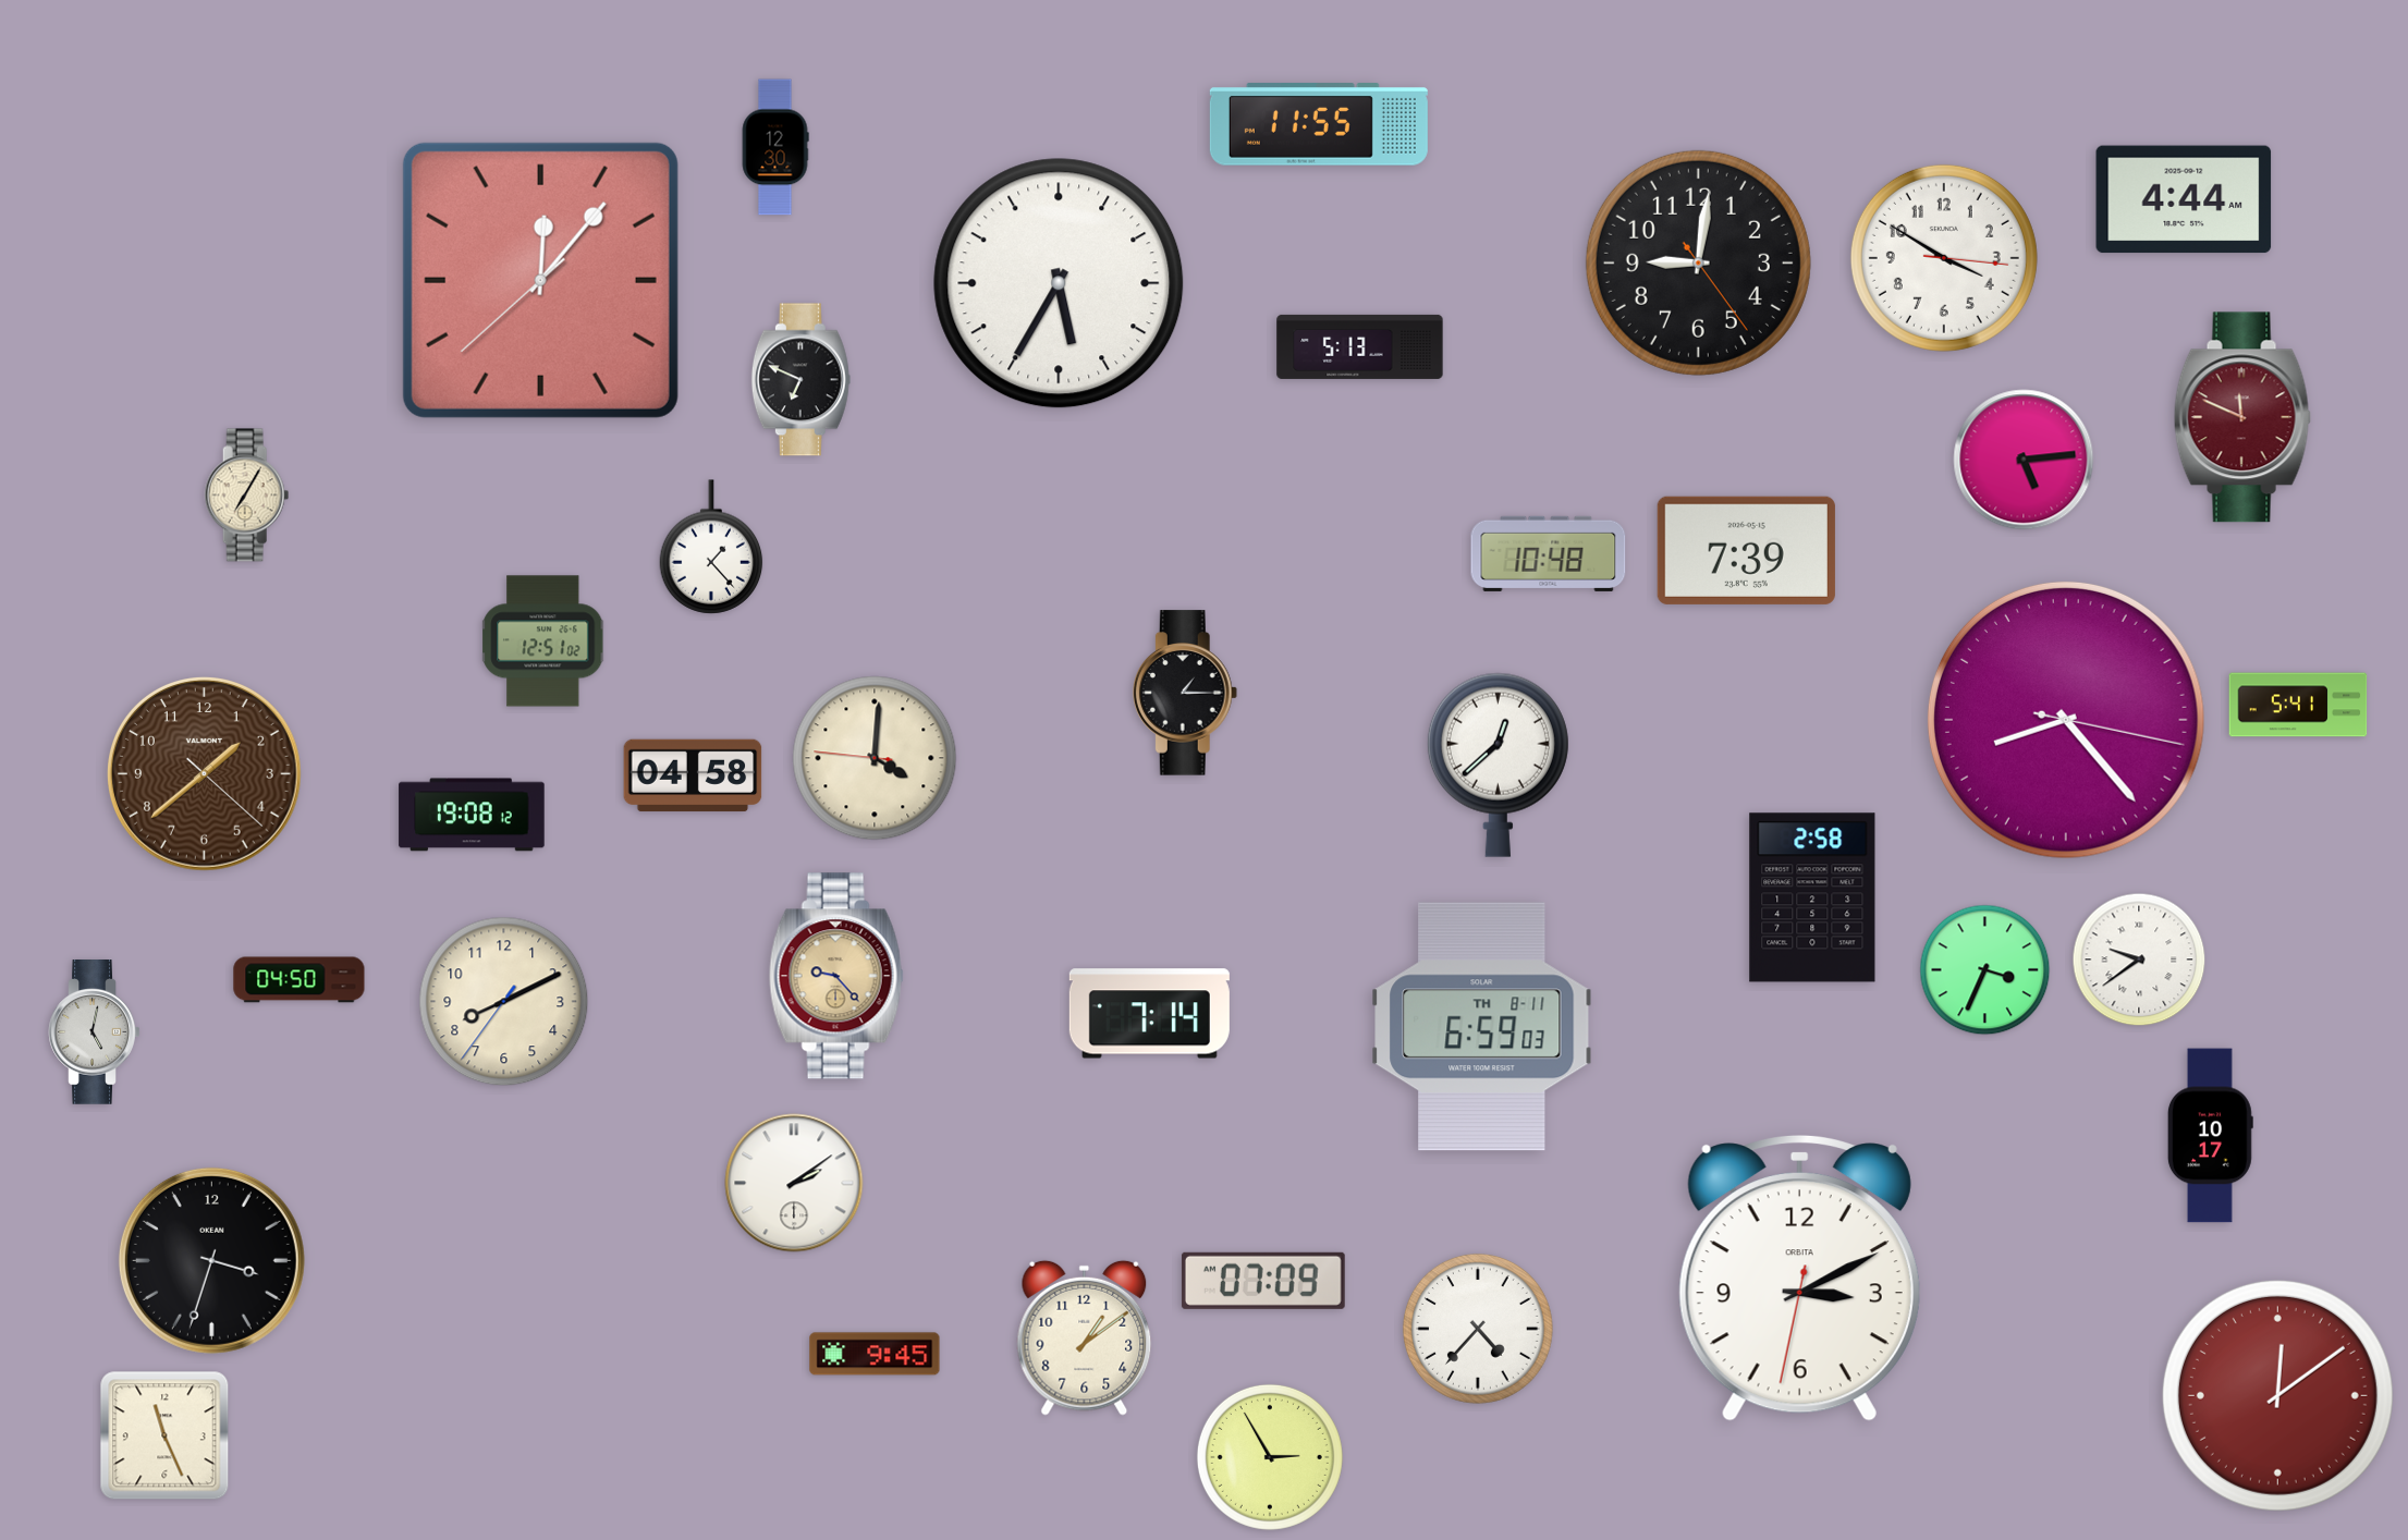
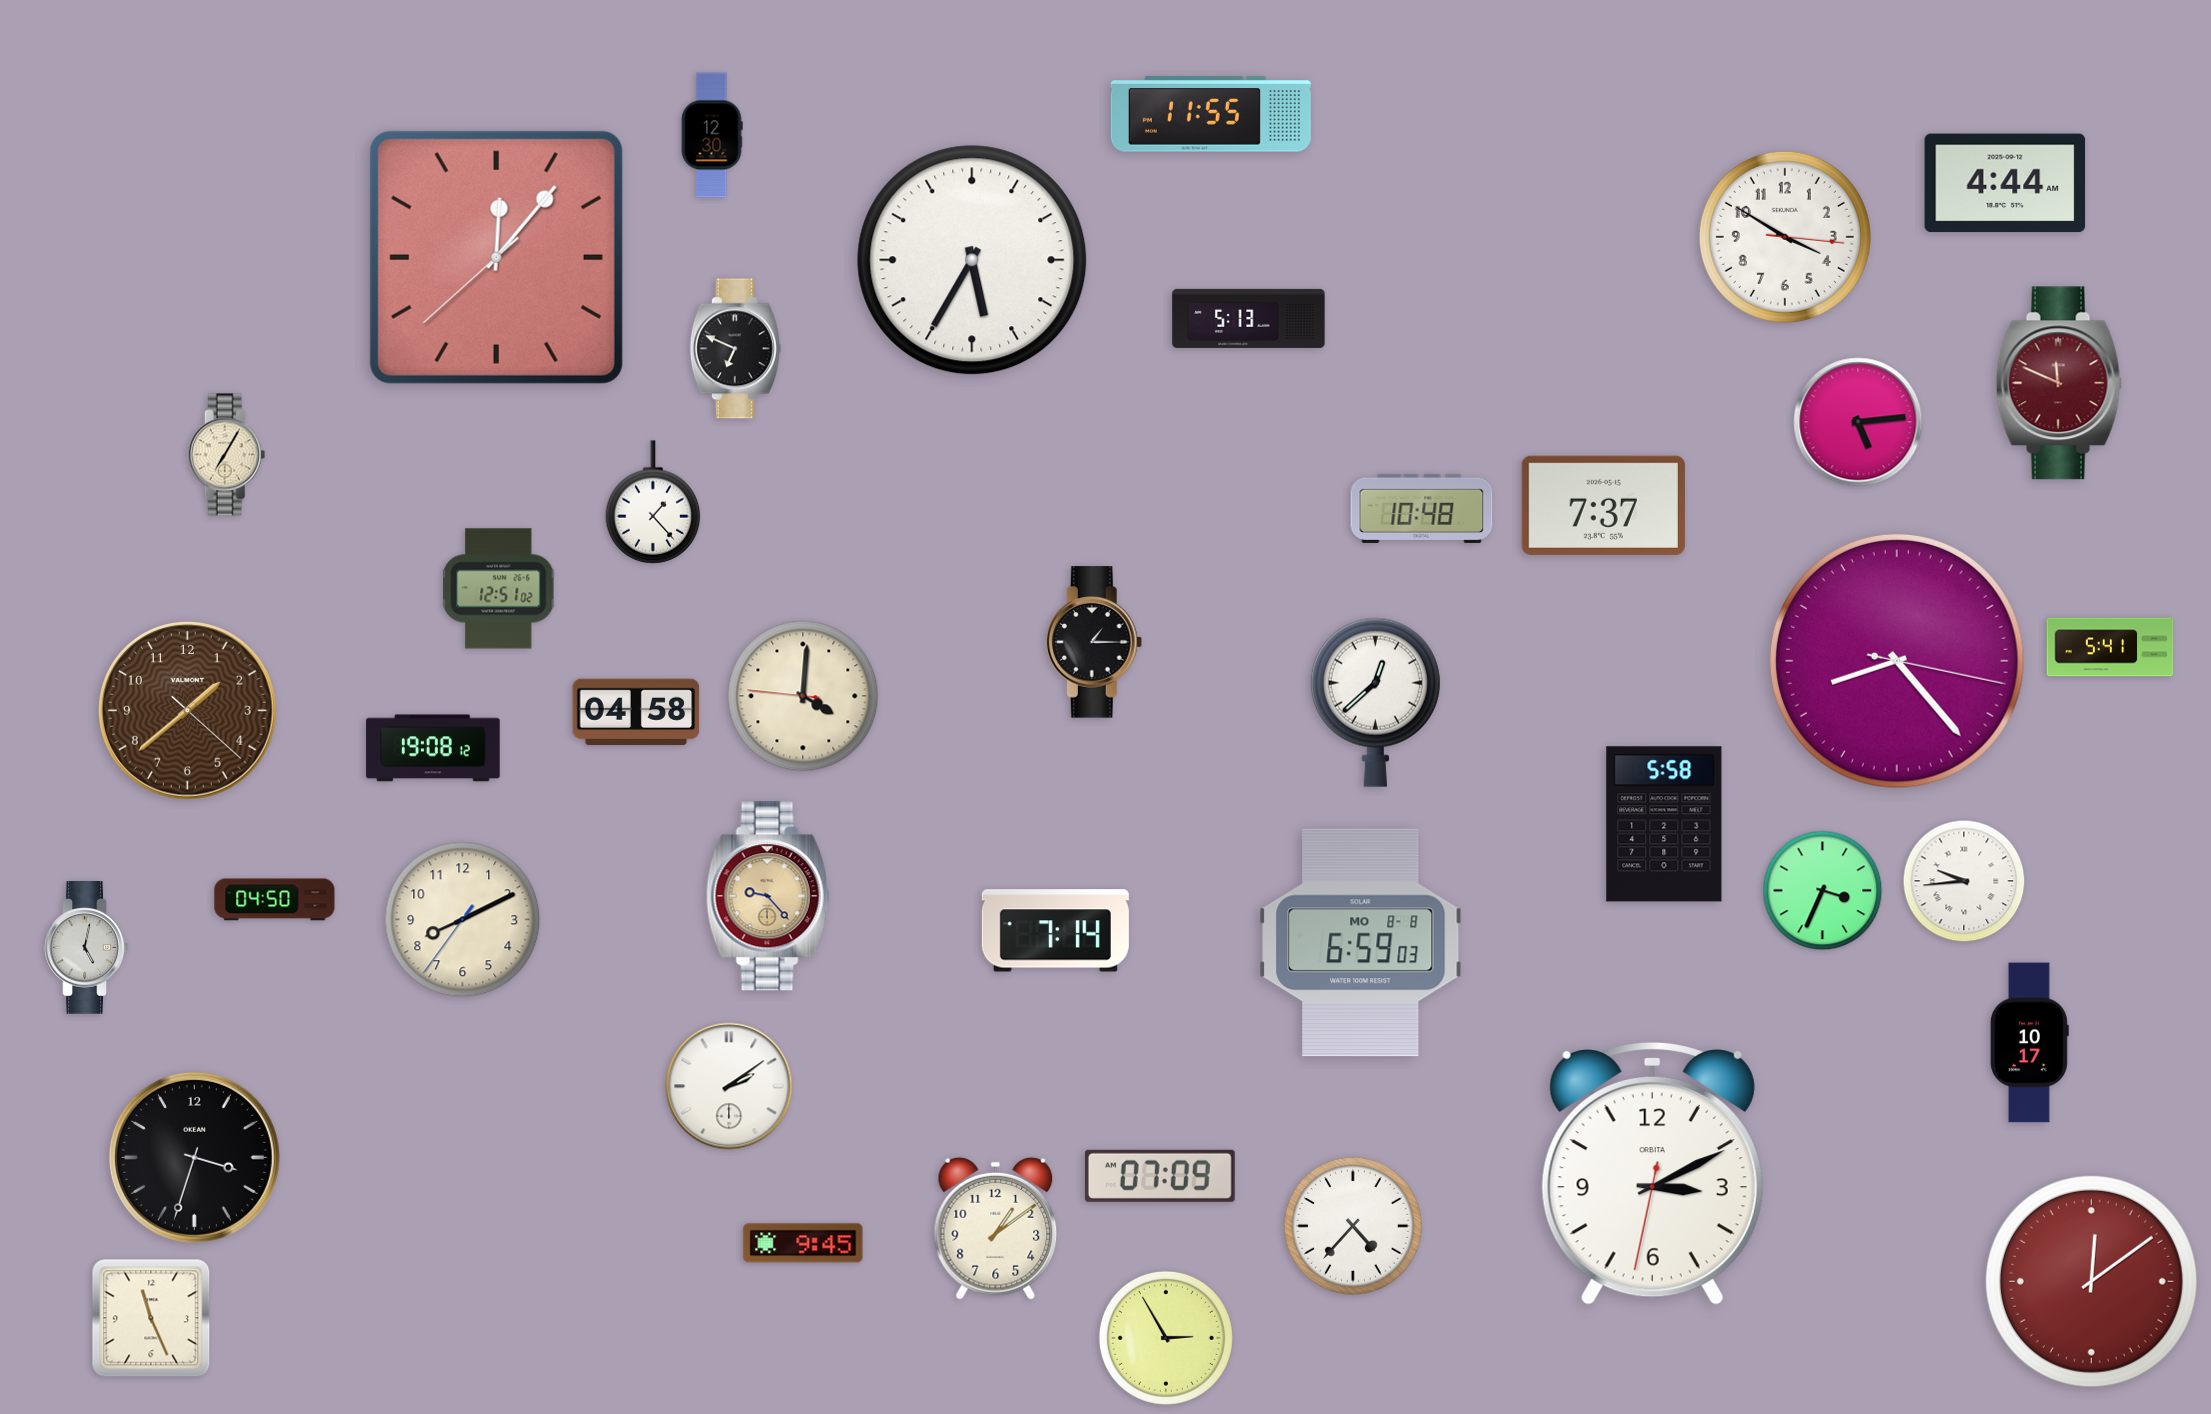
clock at (1698, 262): 9:01 -> none
clock at (1746, 550): 7:39 -> 7:37
clock at (1185, 693) position: (1185, 693) -> (1094, 642)
clock at (1812, 897): 2:58 -> 5:58
clock at (2139, 960): 9:39 -> 9:44
clock at (1482, 1027) date: TH 8-11 -> MO 8-8
clock at (1478, 1329) position: (1478, 1329) -> (1353, 1226)
